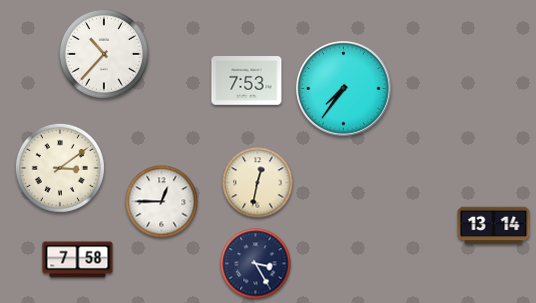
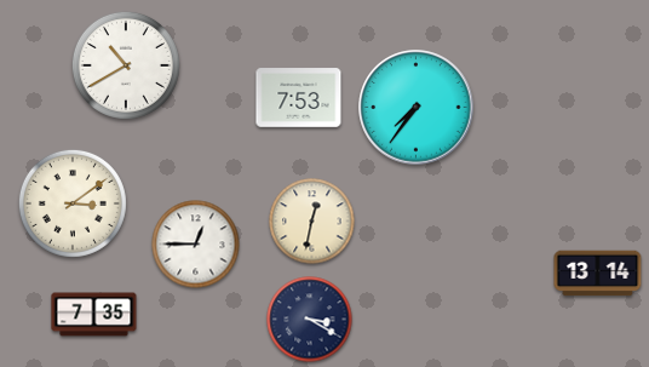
clock at (104, 54): 10:37 -> 10:40
clock at (78, 260): 7:58 -> 7:35
clock at (256, 264): 3:25 -> 3:20
